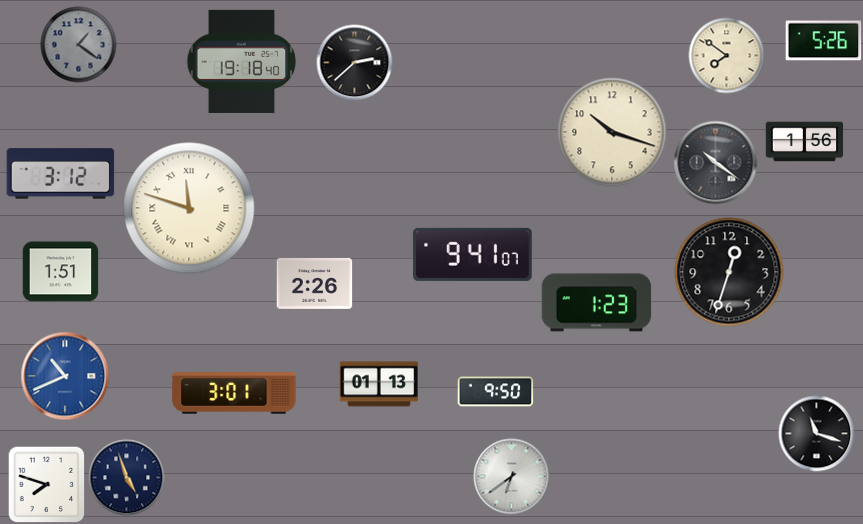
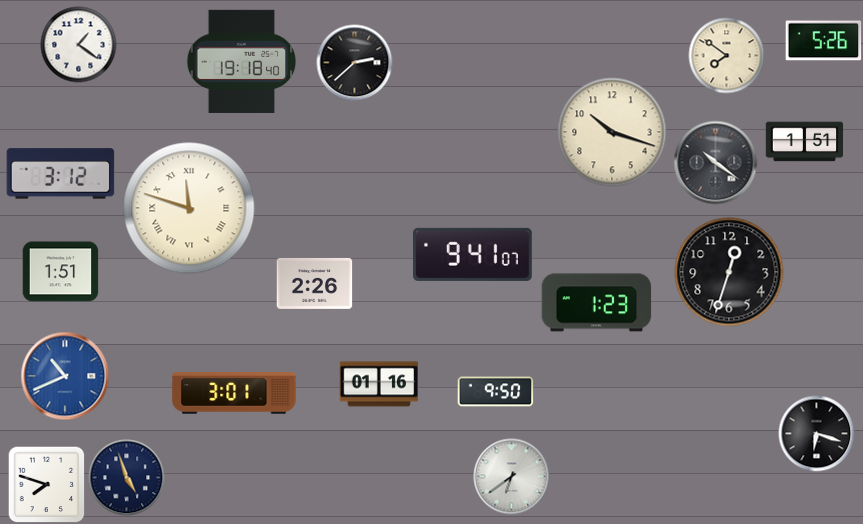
clock at (79, 45) dial: grey -> white
clock at (805, 142): 1:56 -> 1:51
clock at (378, 384): 01:13 -> 01:16
clock at (817, 434): 11:18 -> 6:18
